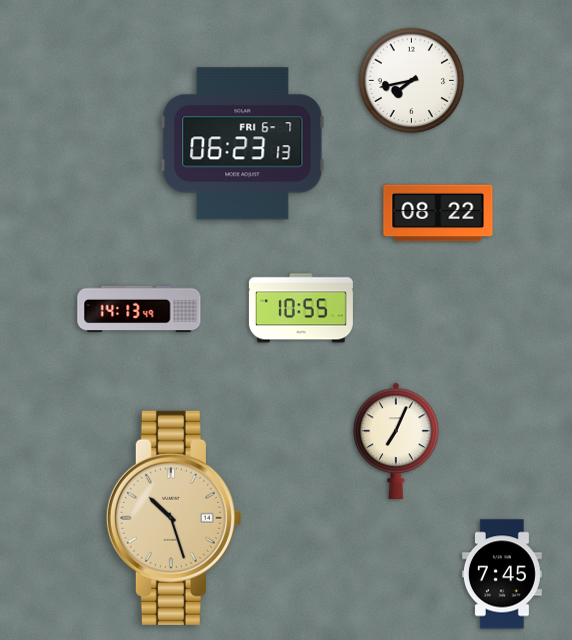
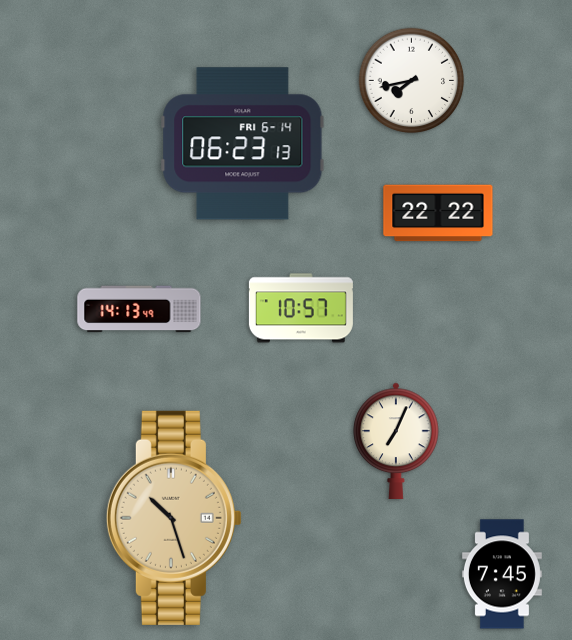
clock at (243, 144) date: FRI 6-7 -> FRI 6-14
clock at (438, 213): 08:22 -> 22:22
clock at (301, 308): 10:55 -> 10:57
